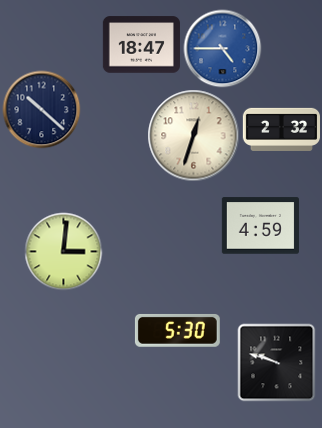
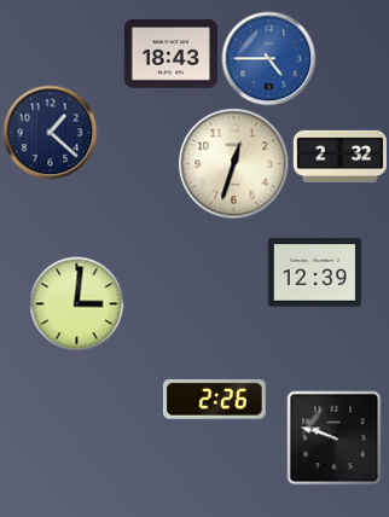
clock at (141, 45): 18:47 -> 18:43
clock at (41, 109): 10:22 -> 1:22
clock at (260, 226): 4:59 -> 12:39
clock at (177, 330): 5:30 -> 2:26
